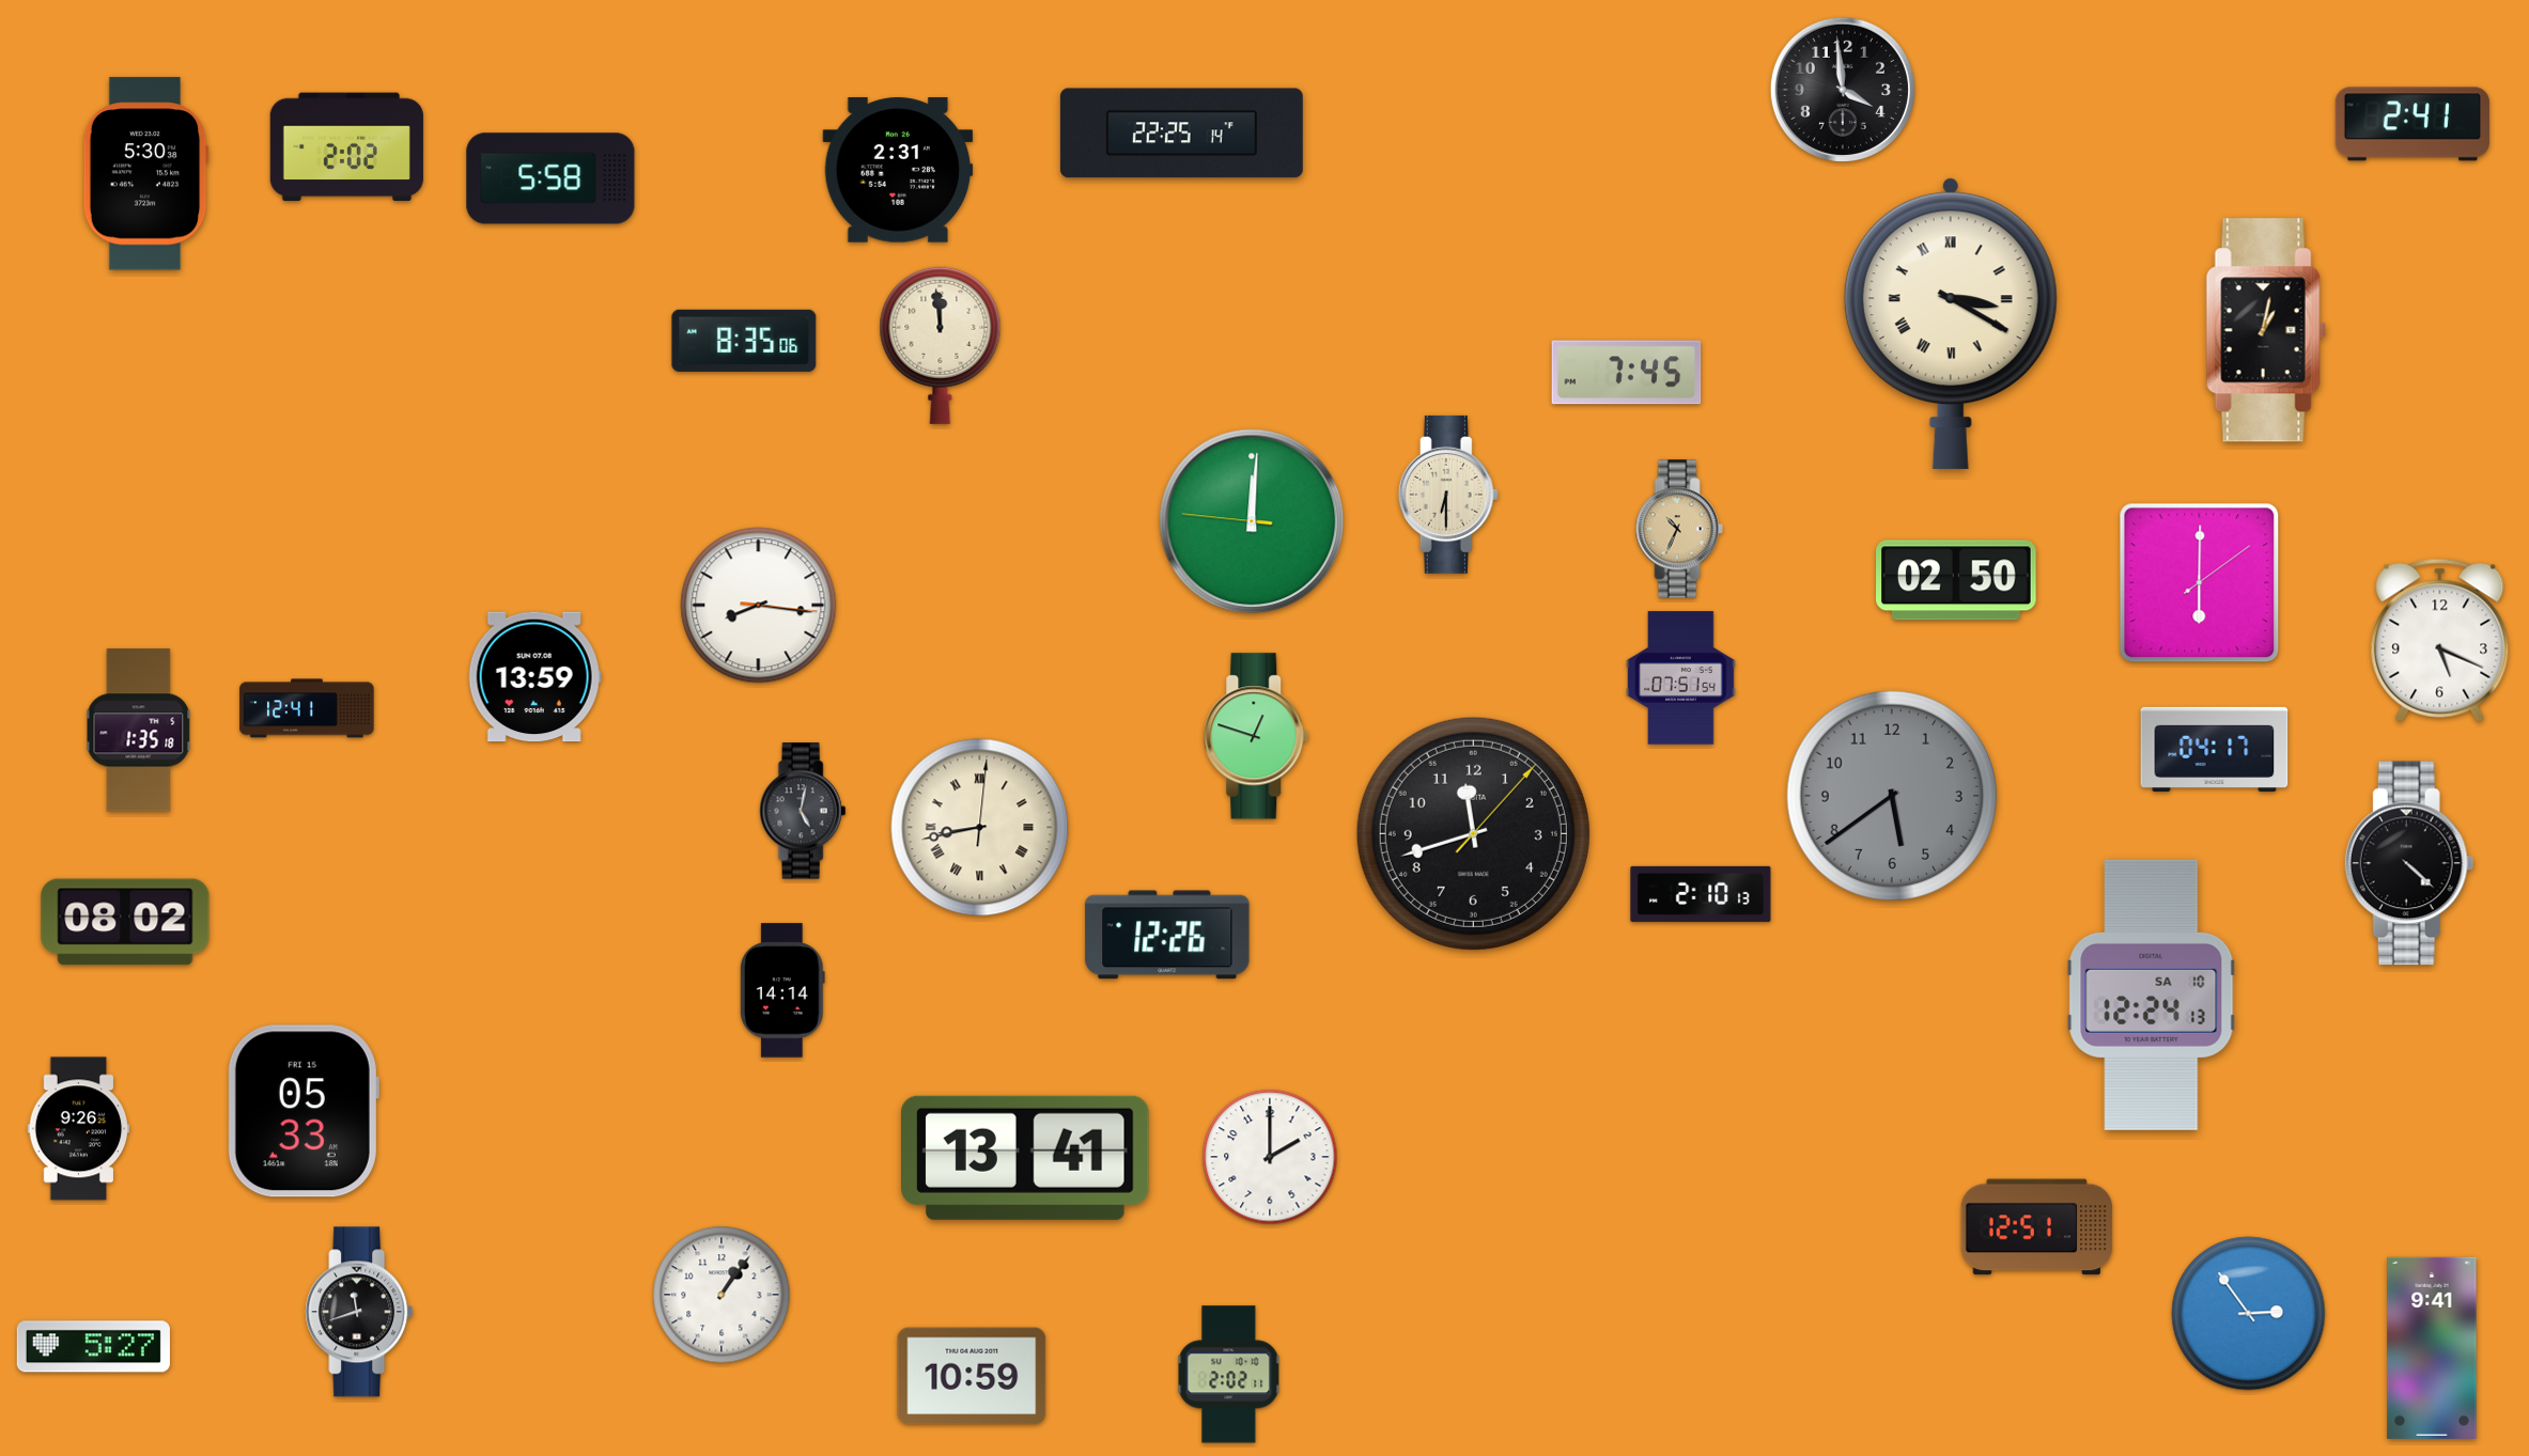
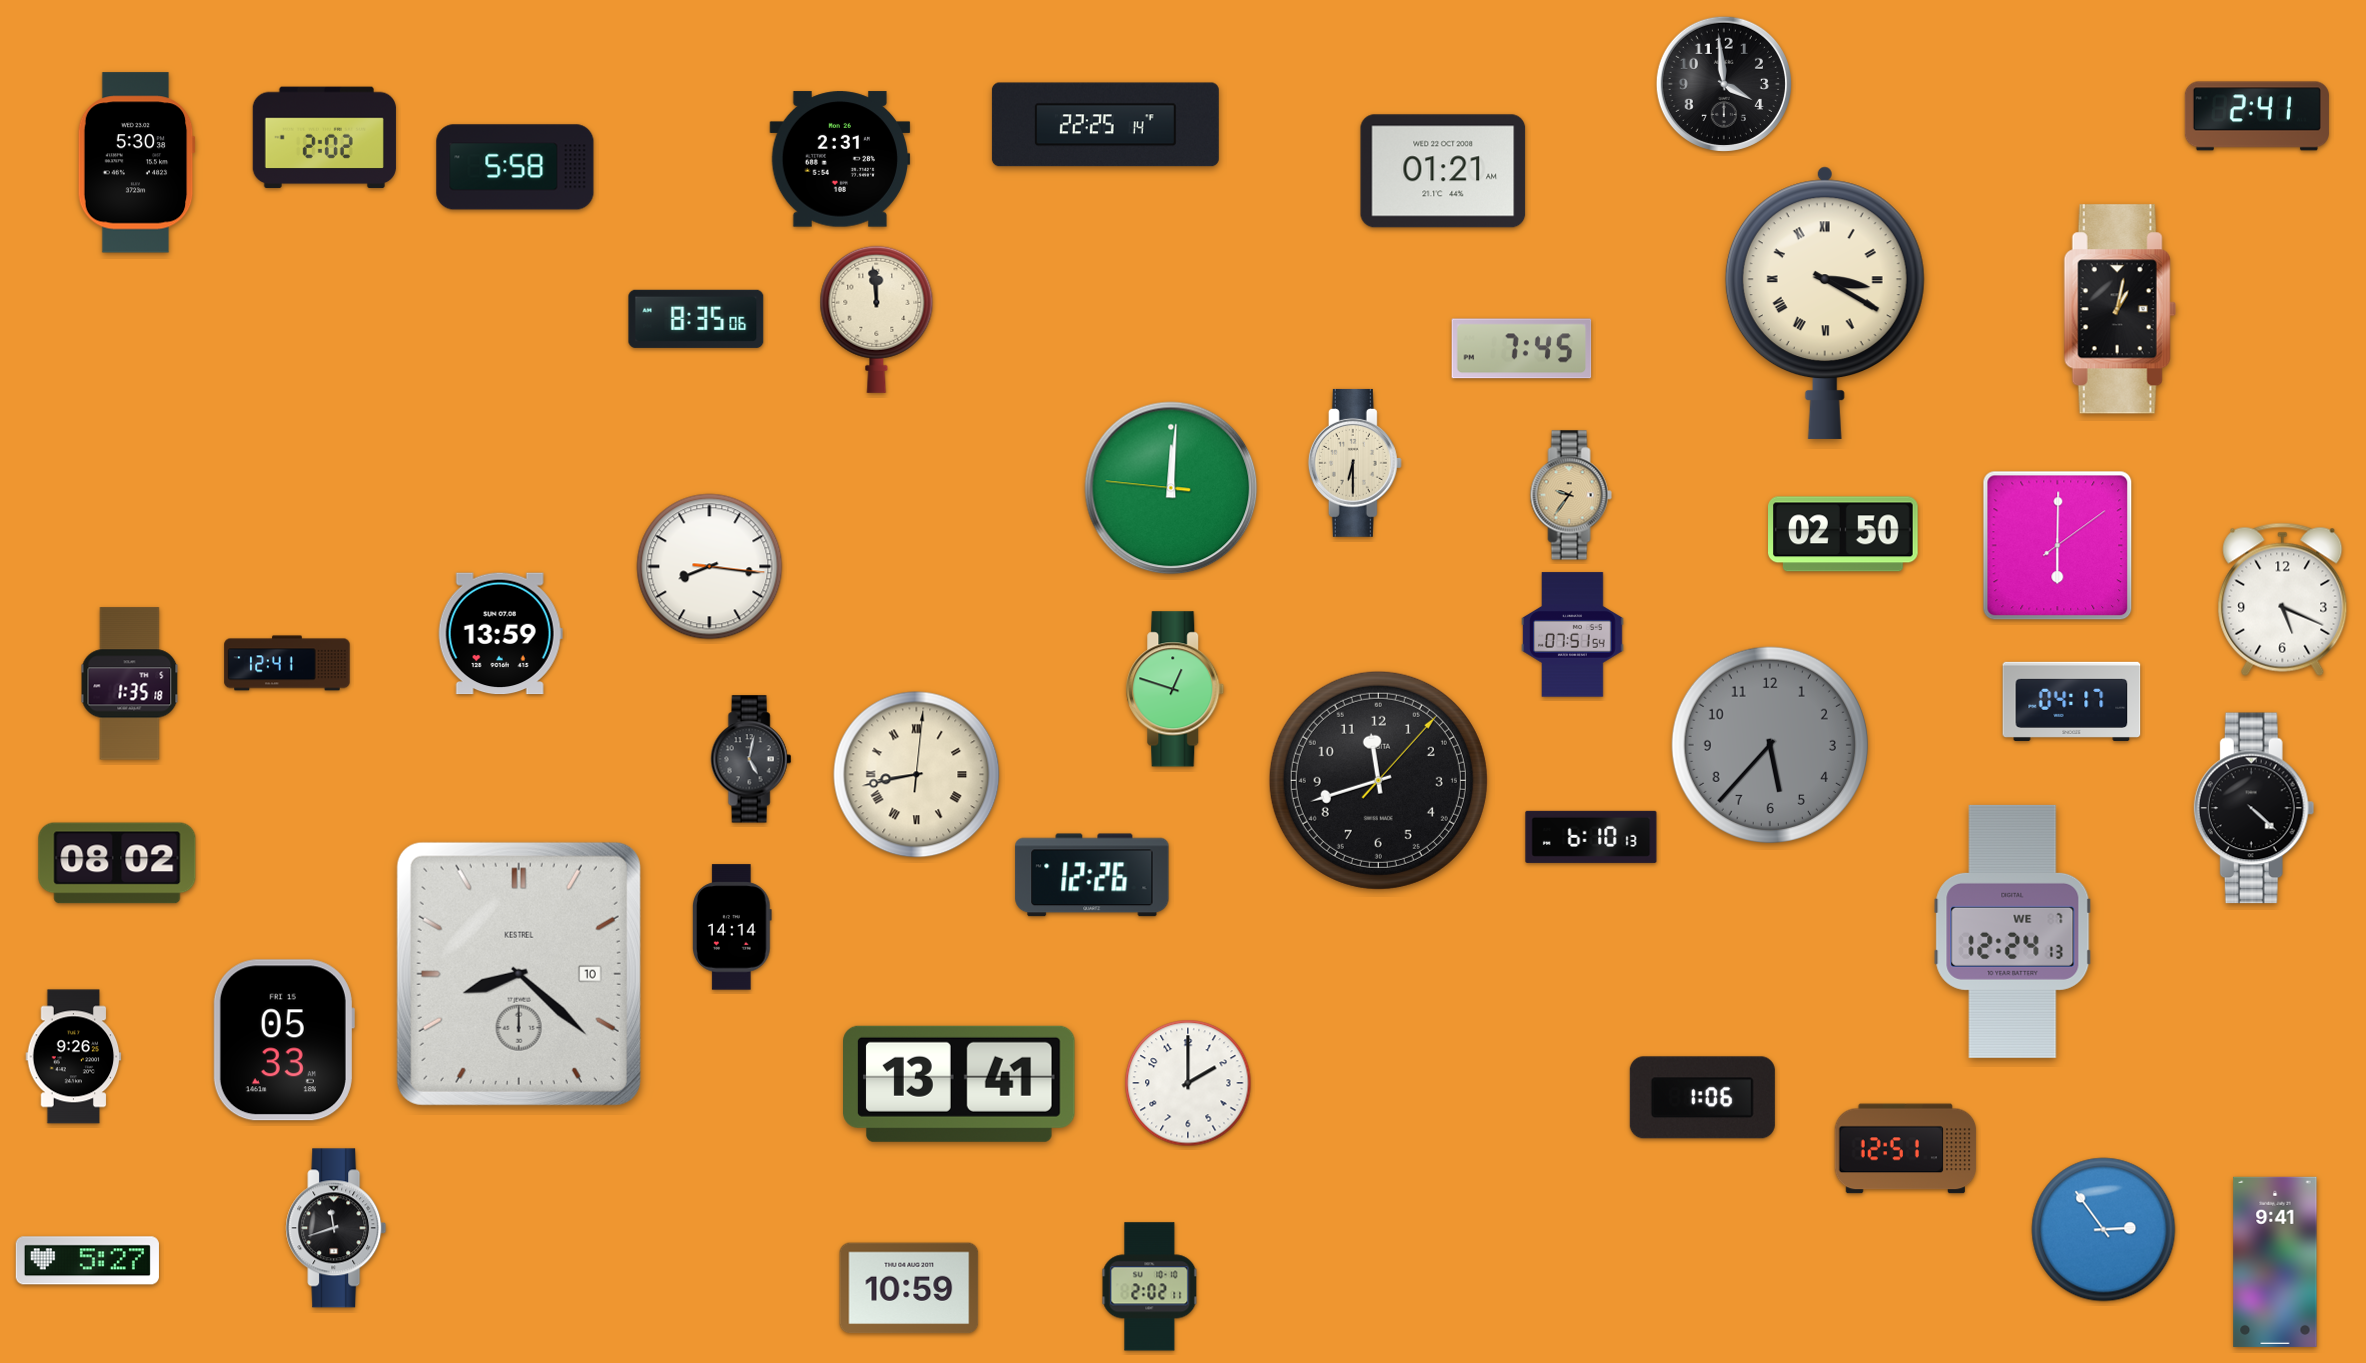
clock at (1443, 171): none -> 01:21
clock at (941, 345) position: (941, 345) -> (877, 319)
clock at (1679, 529): 10:34 -> 9:36
clock at (1957, 580) position: (1957, 580) -> (1844, 534)
clock at (1892, 796): 5:39 -> 5:37
clock at (1701, 894): 2:10 -> 6:10
clock at (2152, 995) date: SA 10 -> WE 7
clock at (519, 974): none -> 8:22
clock at (1702, 1098): none -> 1:06
clock at (722, 1295): 1:06 -> none
